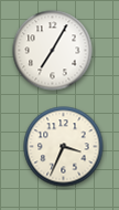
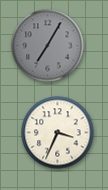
clock at (53, 51) dial: white -> grey
